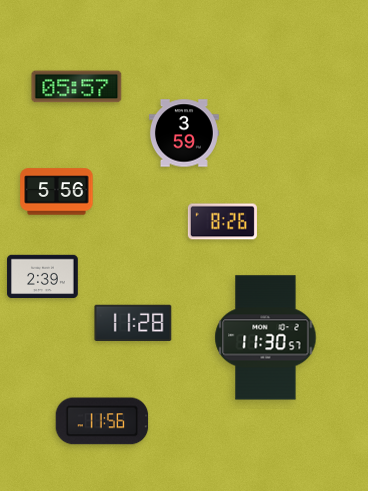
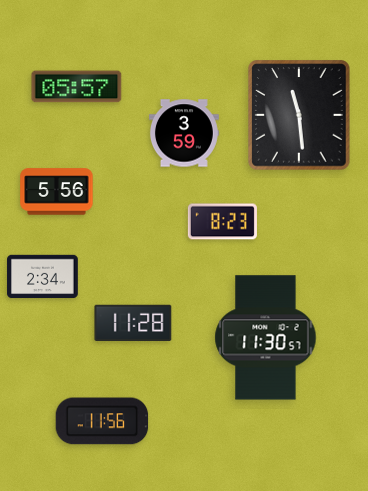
clock at (299, 115): none -> 11:29
clock at (222, 222): 8:26 -> 8:23
clock at (43, 277): 2:39 -> 2:34
